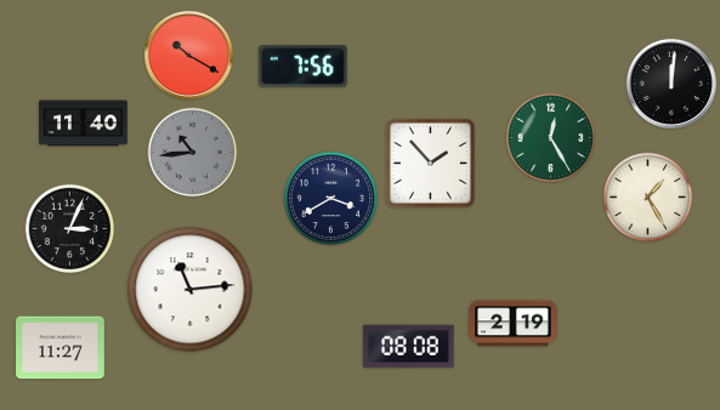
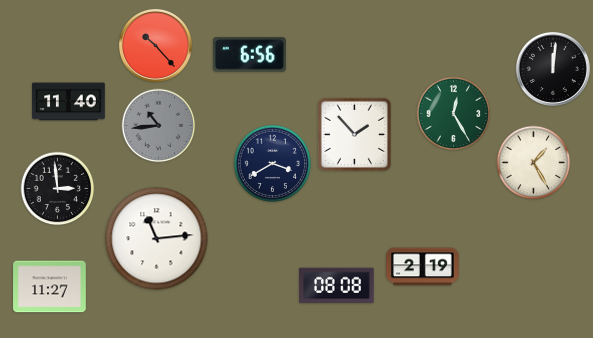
clock at (188, 55): 10:20 -> 10:23
clock at (304, 67): 7:56 -> 6:56
clock at (70, 229): 3:04 -> 2:59
